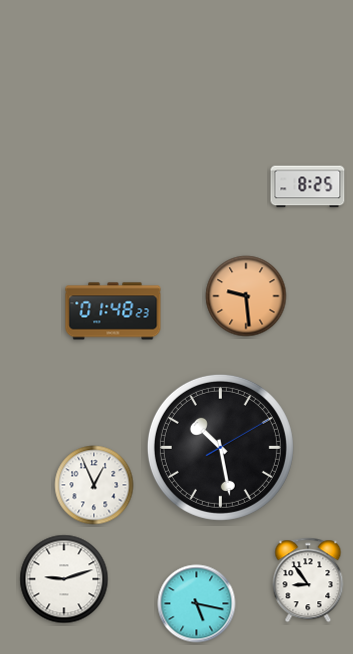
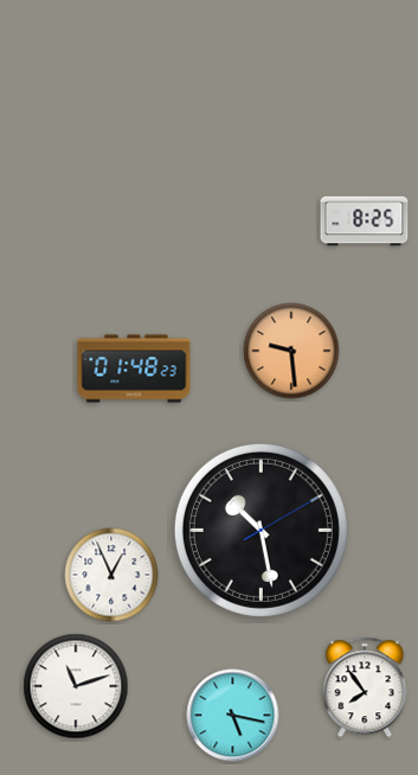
clock at (64, 579): 9:12 -> 11:12
clock at (308, 580): 8:54 -> 7:54
